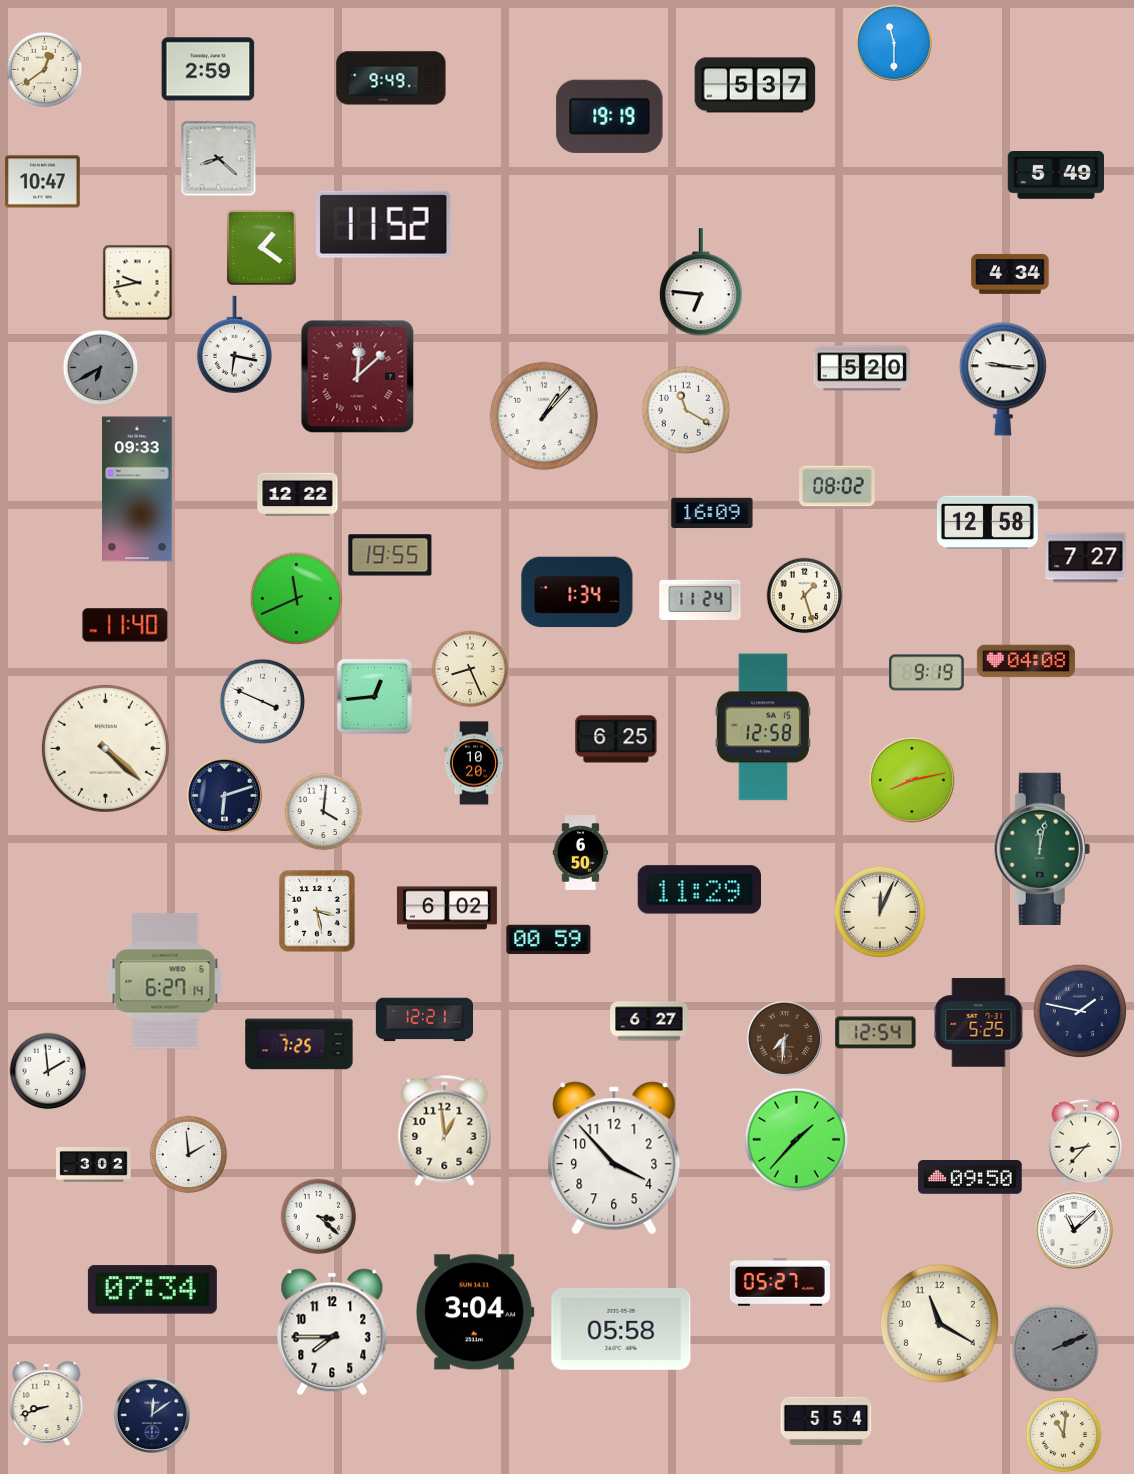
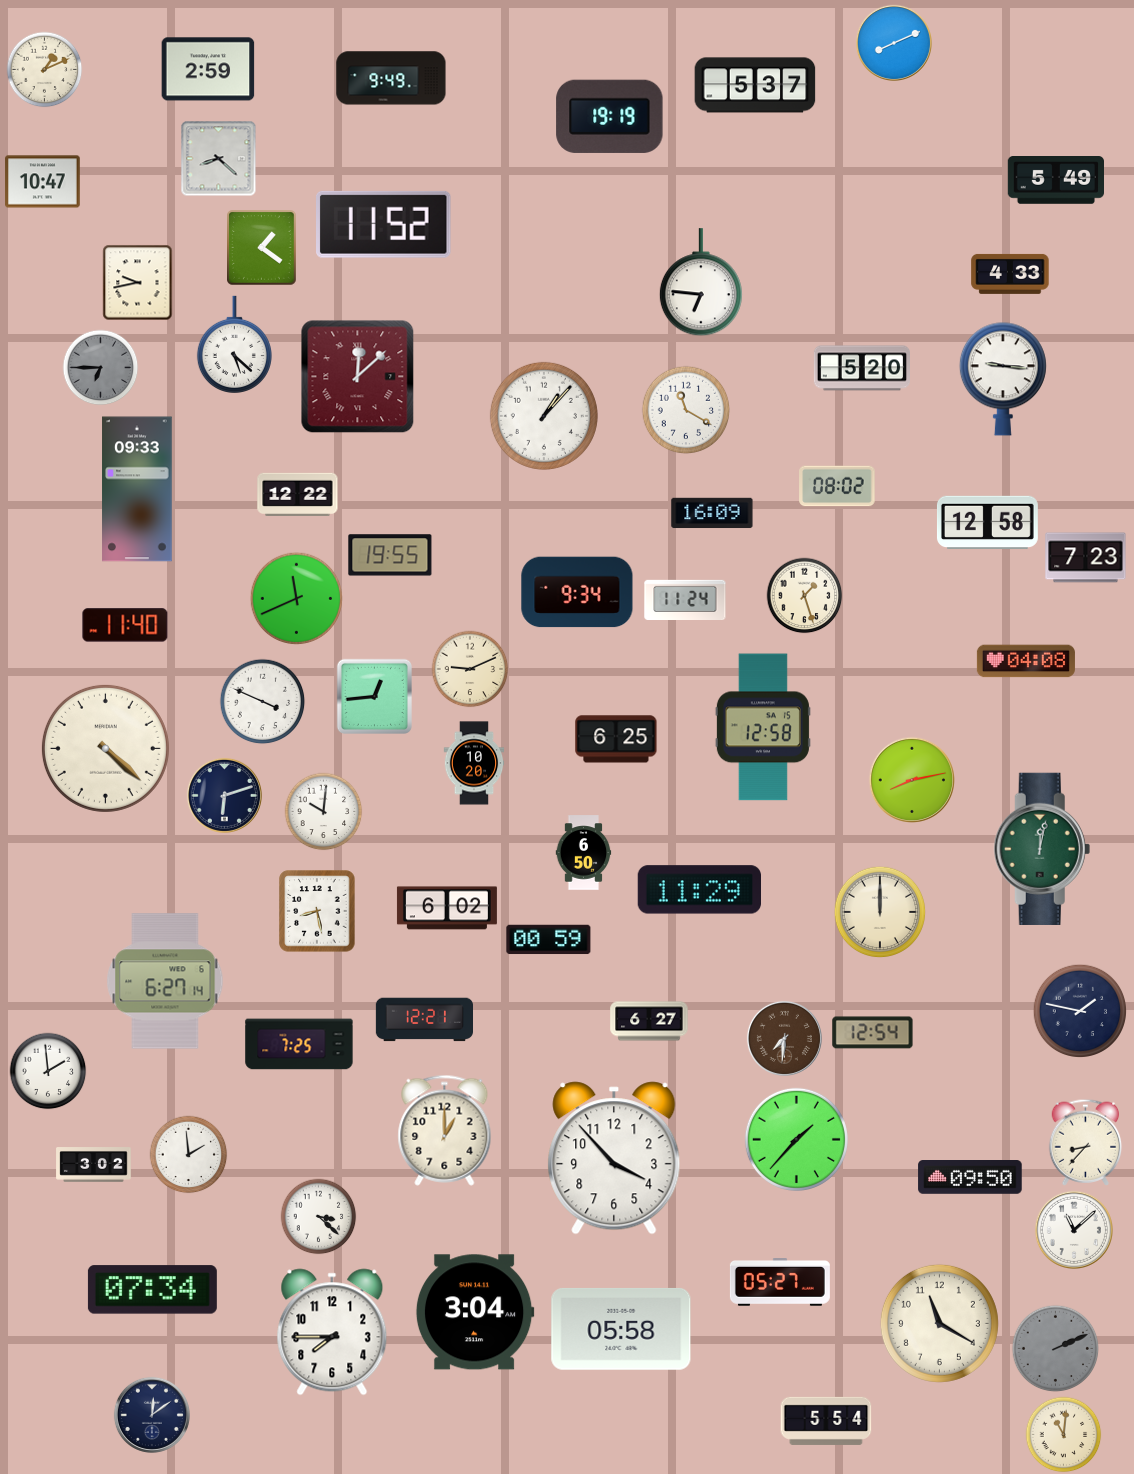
clock at (894, 43): 11:30 -> 8:11
clock at (45, 70): 12:39 -> 1:11
clock at (1055, 176) position: (1055, 176) -> (1055, 181)
clock at (1010, 274): 4:34 -> 4:33
clock at (234, 344): 6:17 -> 5:22
clock at (101, 368): 6:40 -> 6:45
clock at (1086, 558): 7:27 -> 7:23
clock at (577, 592): 1:34 -> 9:34
clock at (700, 599) position: (700, 599) -> (685, 599)
clock at (470, 669): 8:26 -> 9:11
clock at (927, 673): 9:19 -> none
clock at (324, 812): 4:01 -> 10:01
clock at (581, 853) position: (581, 853) -> (584, 853)
clock at (317, 911): 3:28 -> 8:28
clock at (880, 912): 12:04 -> 12:00
clock at (979, 1023): 5:25 -> none
clock at (876, 1033) position: (876, 1033) -> (873, 1033)
clock at (445, 1130): 12:59 -> 1:00
clock at (47, 1404): 8:42 -> none
